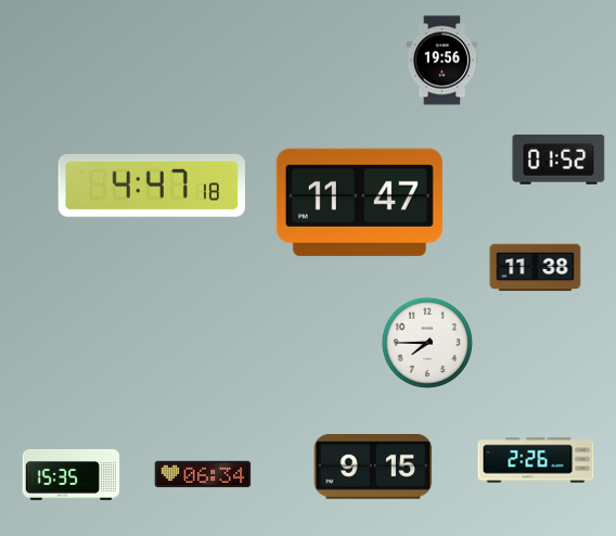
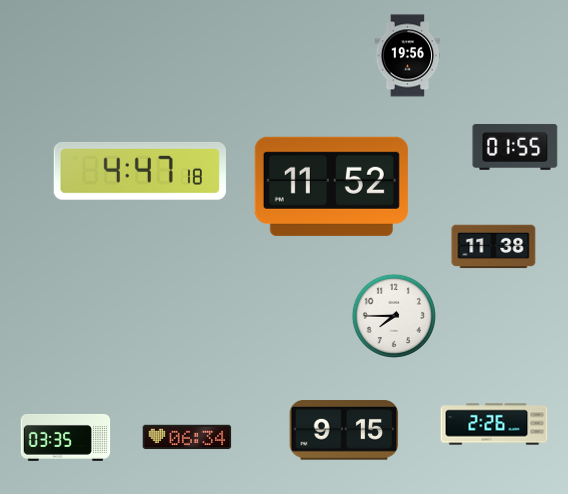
clock at (559, 159): 01:52 -> 01:55
clock at (359, 202): 11:47 -> 11:52
clock at (72, 475): 15:35 -> 03:35
